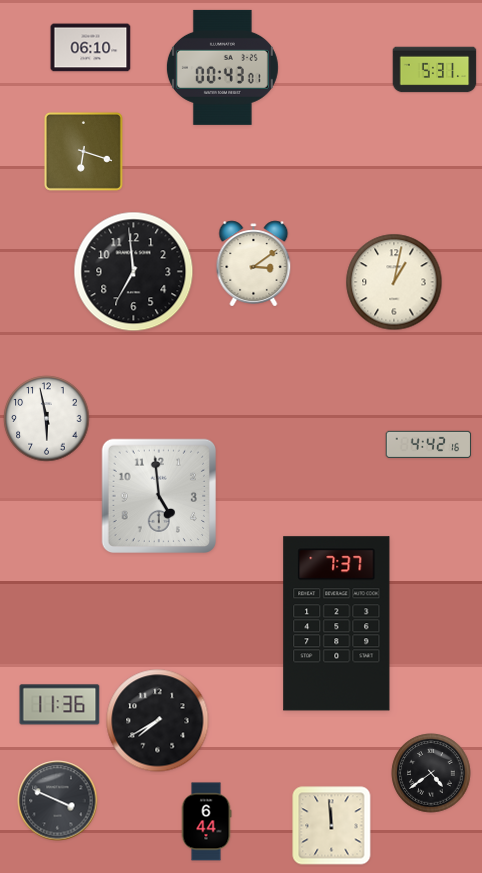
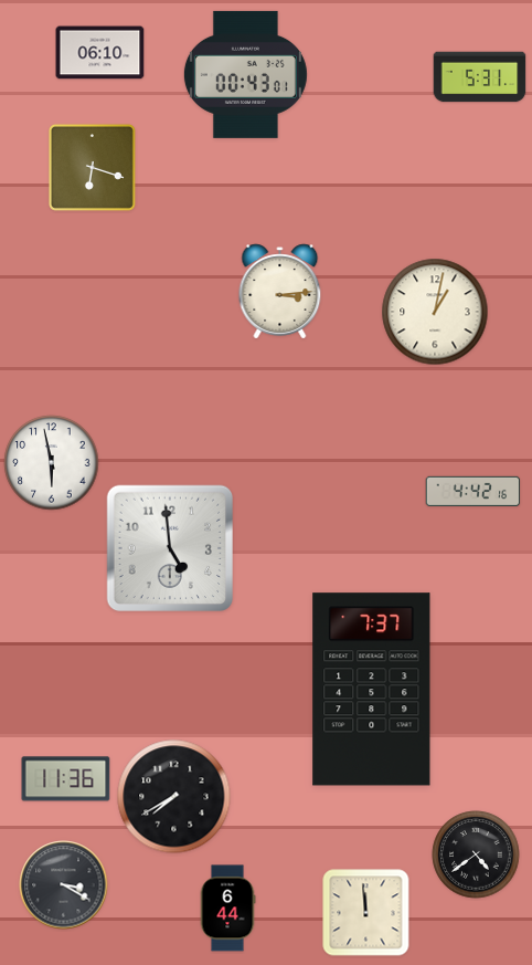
clock at (254, 264): 3:09 -> 3:14
clock at (134, 272): 6:59 -> none
clock at (158, 495) position: (158, 495) -> (169, 547)
clock at (58, 801): 3:49 -> 3:20
